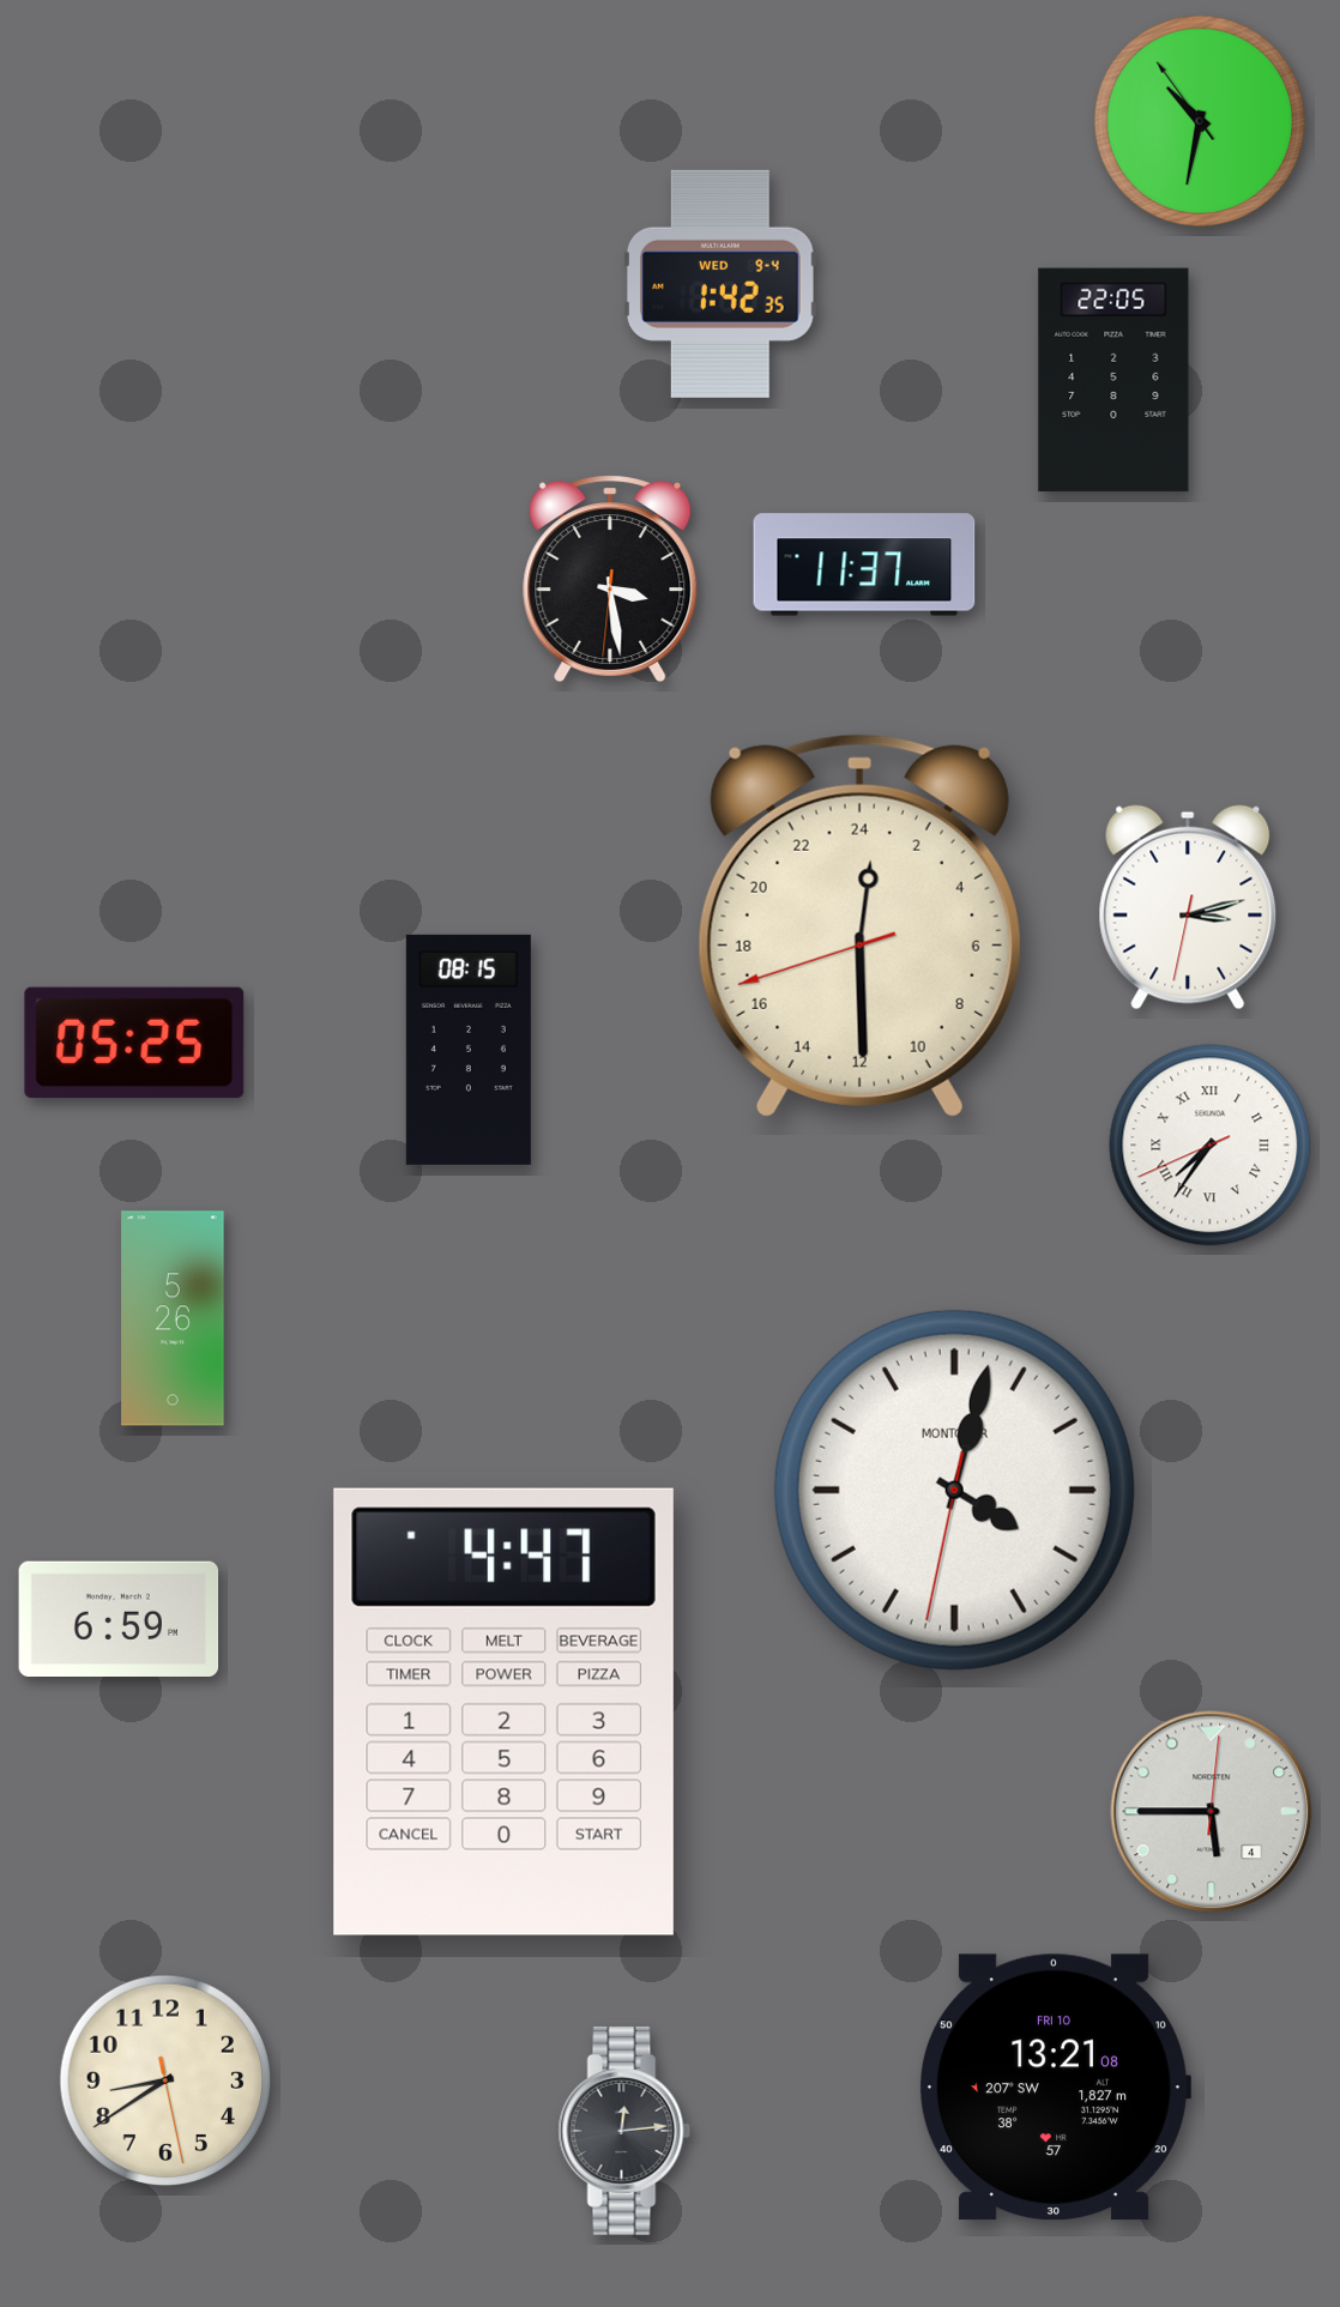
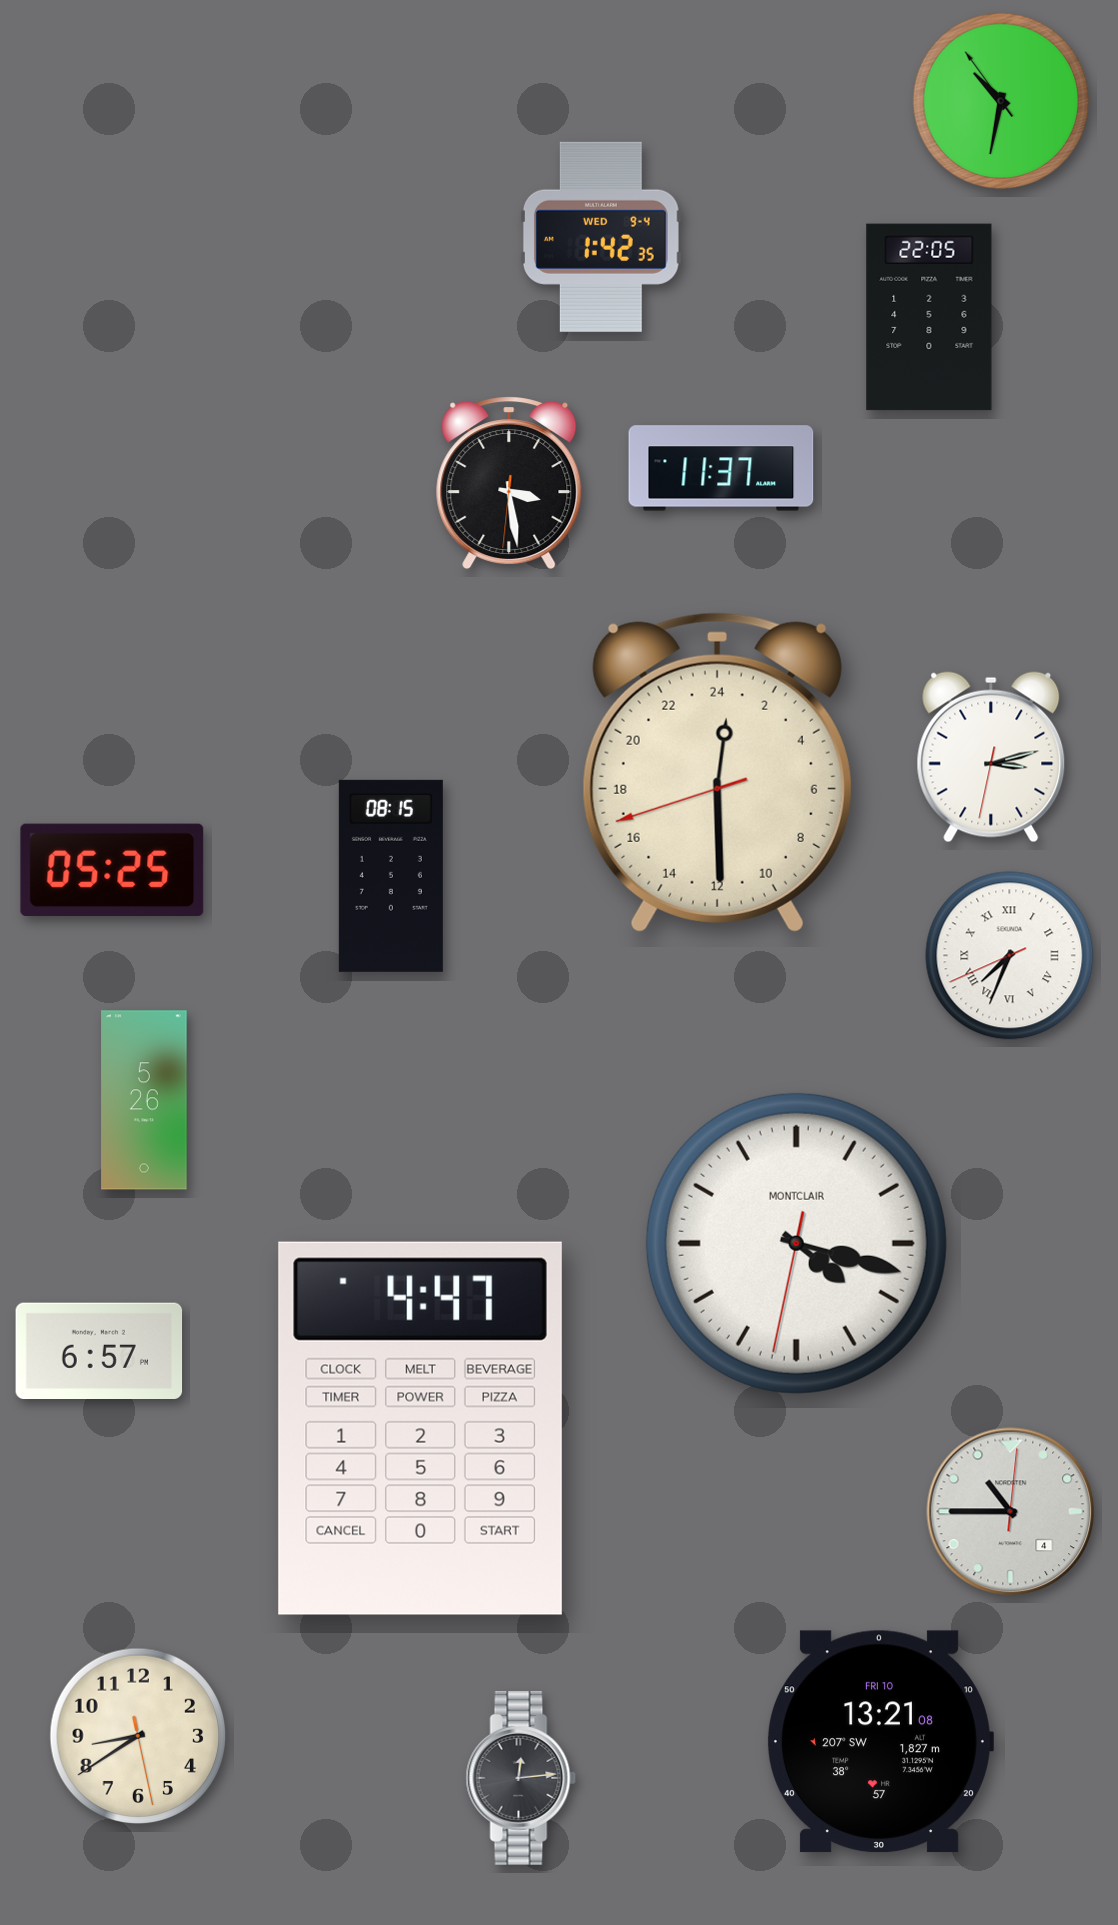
clock at (864, 564) position: (864, 564) -> (721, 468)
clock at (1211, 1146): 7:35 -> 7:33
clock at (954, 1490): 4:02 -> 4:17
clock at (119, 1618): 6:59 -> 6:57
clock at (1212, 1812): 5:45 -> 10:45
